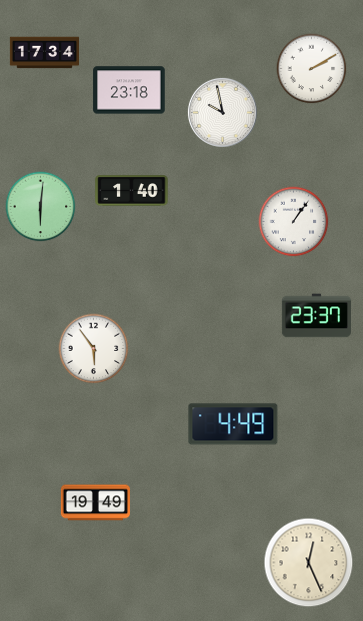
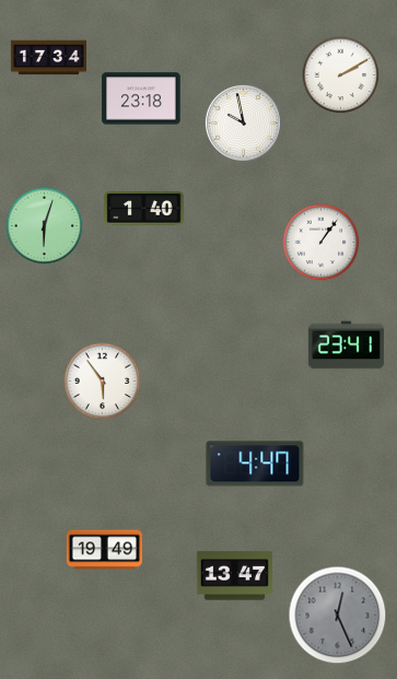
clock at (41, 207): 6:01 -> 6:03
clock at (316, 316): 23:37 -> 23:41
clock at (233, 424): 4:49 -> 4:47
clock at (234, 576): none -> 13:47
clock at (309, 563) dial: cream -> grey
